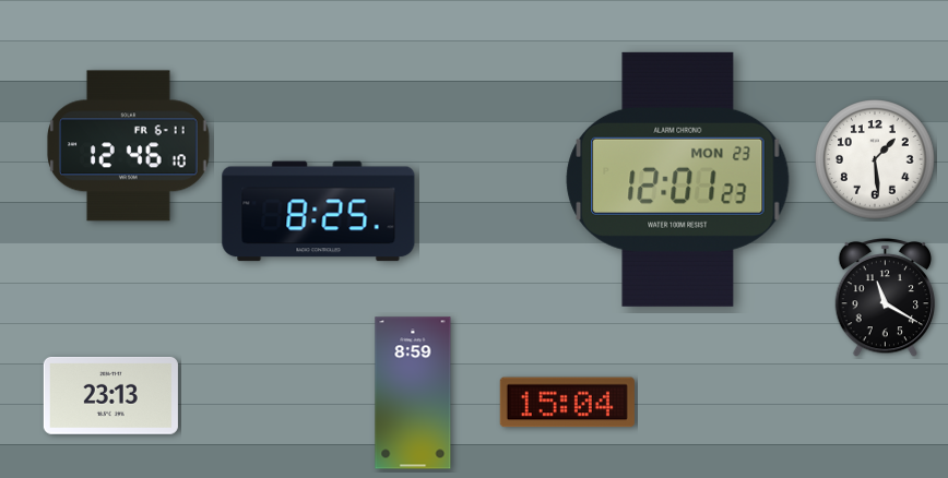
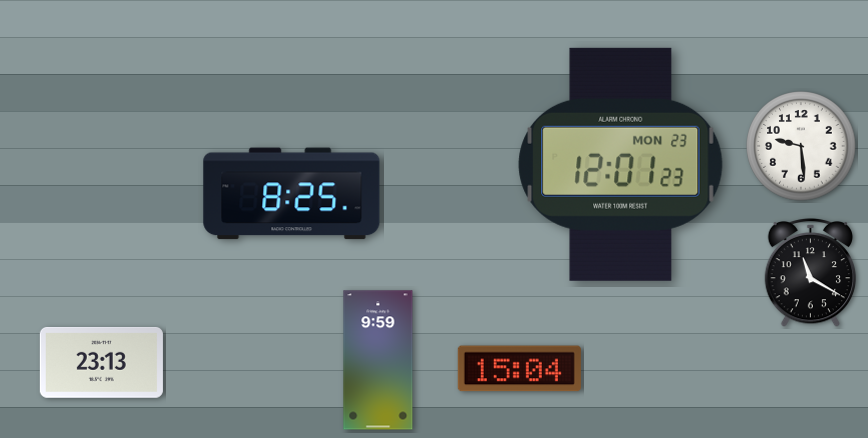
clock at (129, 146): 12:46 -> none
clock at (875, 159): 1:29 -> 9:29
clock at (413, 393): 8:59 -> 9:59
